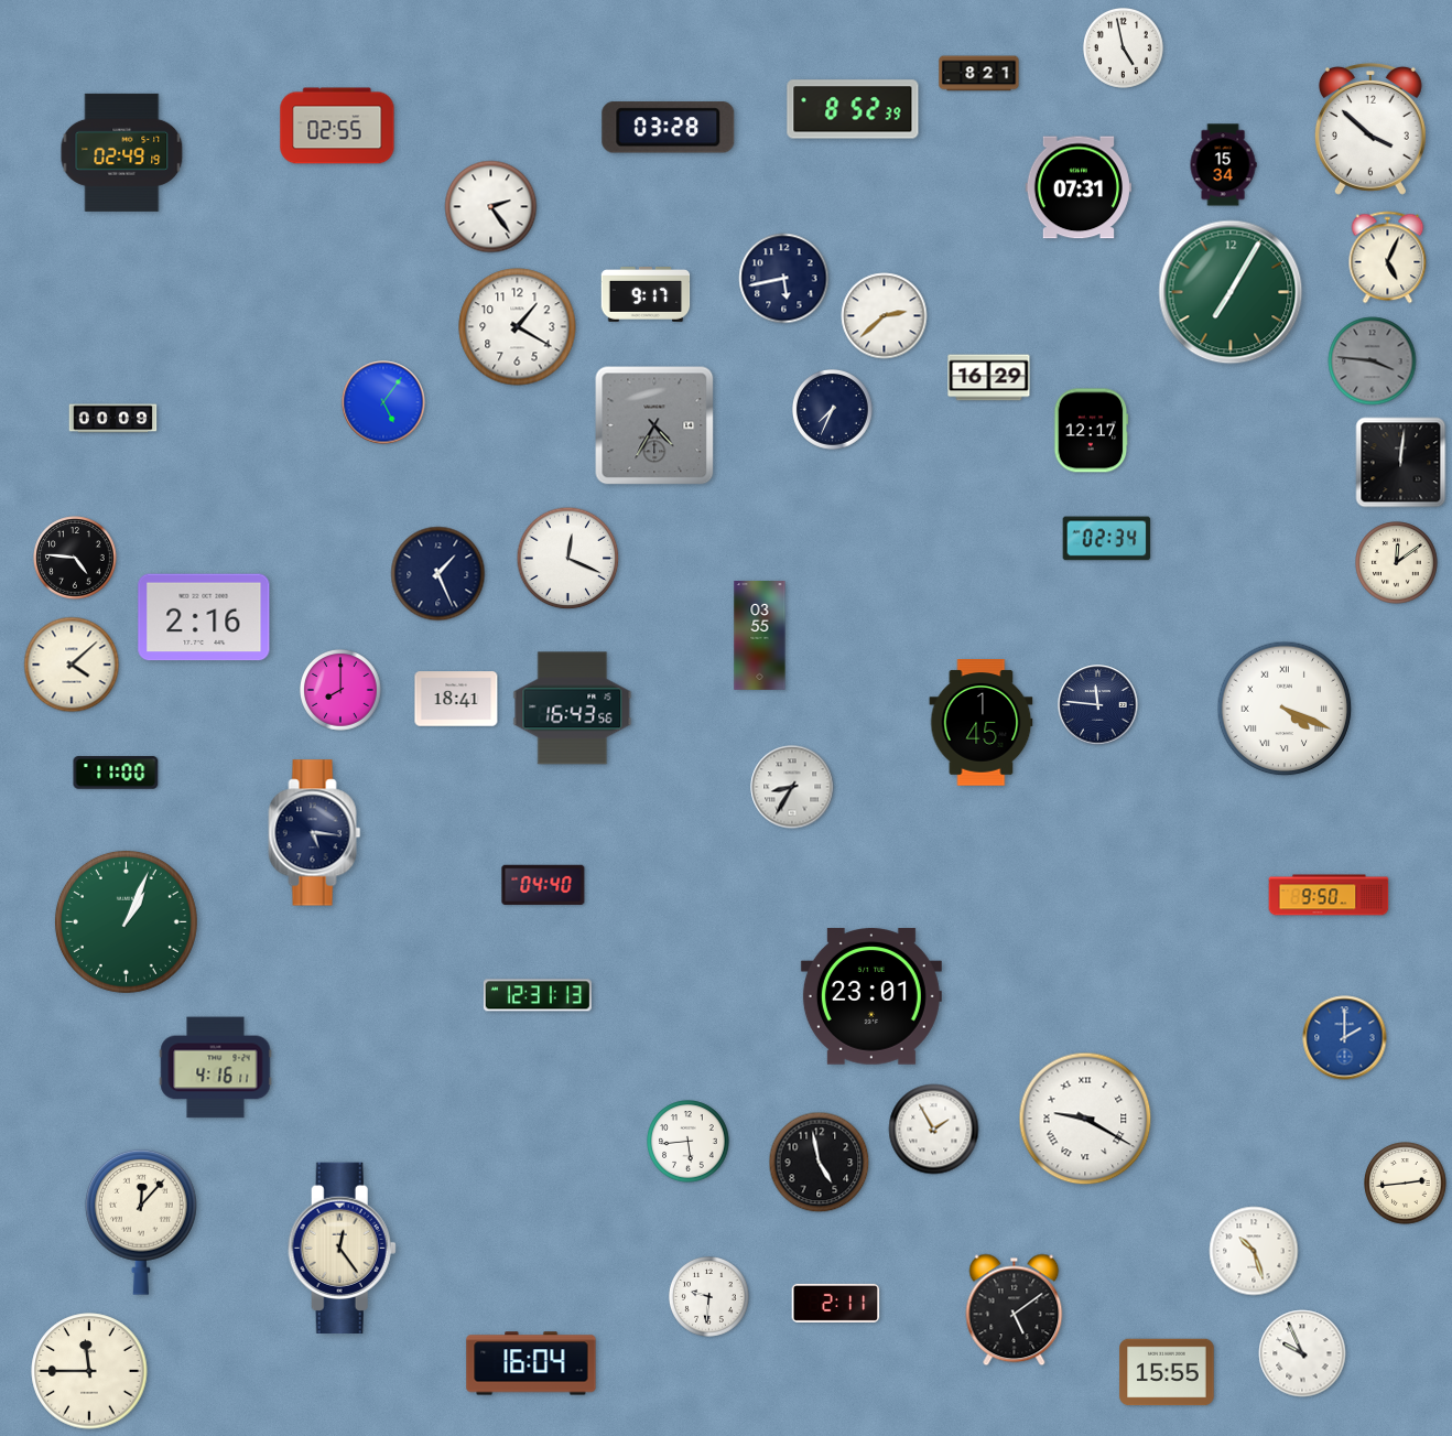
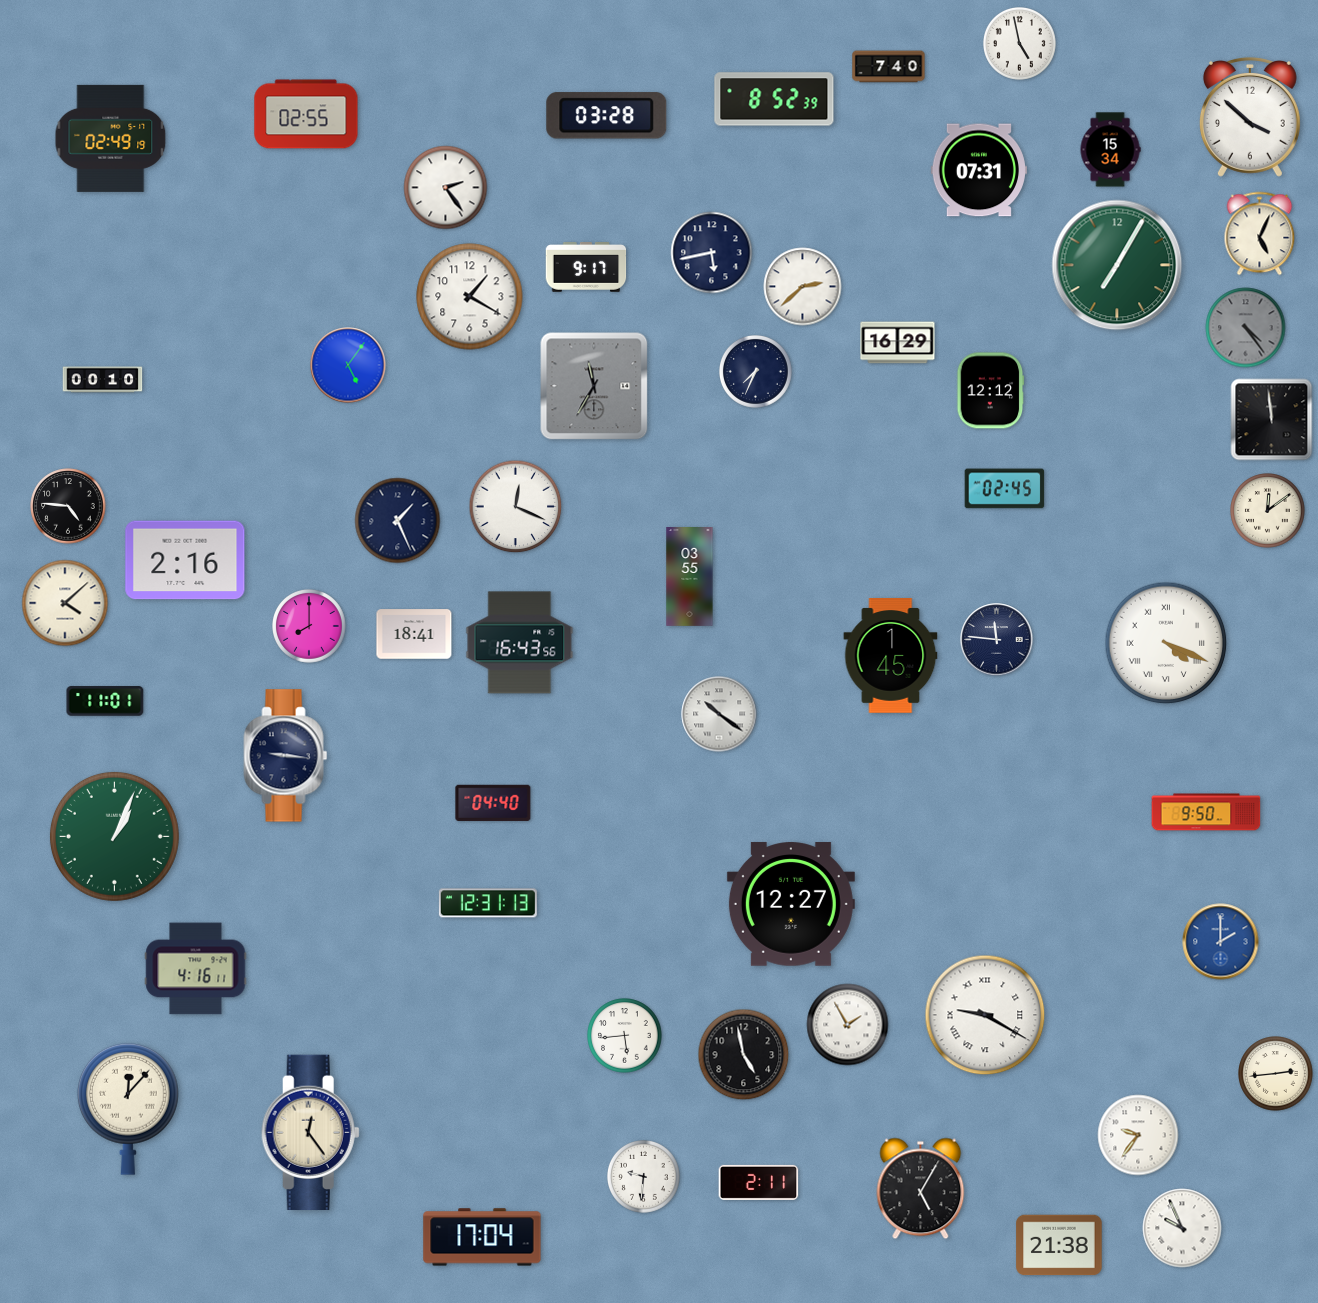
clock at (979, 74): 8:21 -> 7:40
clock at (1370, 129) position: (1370, 129) -> (1250, 117)
clock at (1373, 361): 3:46 -> 4:24
clock at (113, 419): 00:09 -> 00:10
clock at (654, 425): 4:35 -> 11:35
clock at (1092, 431): 12:17 -> 12:12
clock at (1401, 463): 12:01 -> 11:59
clock at (1107, 539): 02:34 -> 02:45
clock at (116, 773): 11:00 -> 11:01
clock at (792, 787): 8:35 -> 10:21
clock at (315, 833): 5:16 -> 9:16
clock at (871, 996): 23:01 -> 12:27
clock at (1254, 1251): 10:27 -> 9:36
clock at (1015, 1310): 5:09 -> 5:05
clock at (531, 1363): 16:04 -> 17:04
clock at (89, 1371): 11:45 -> none
clock at (1167, 1372): 15:55 -> 21:38
